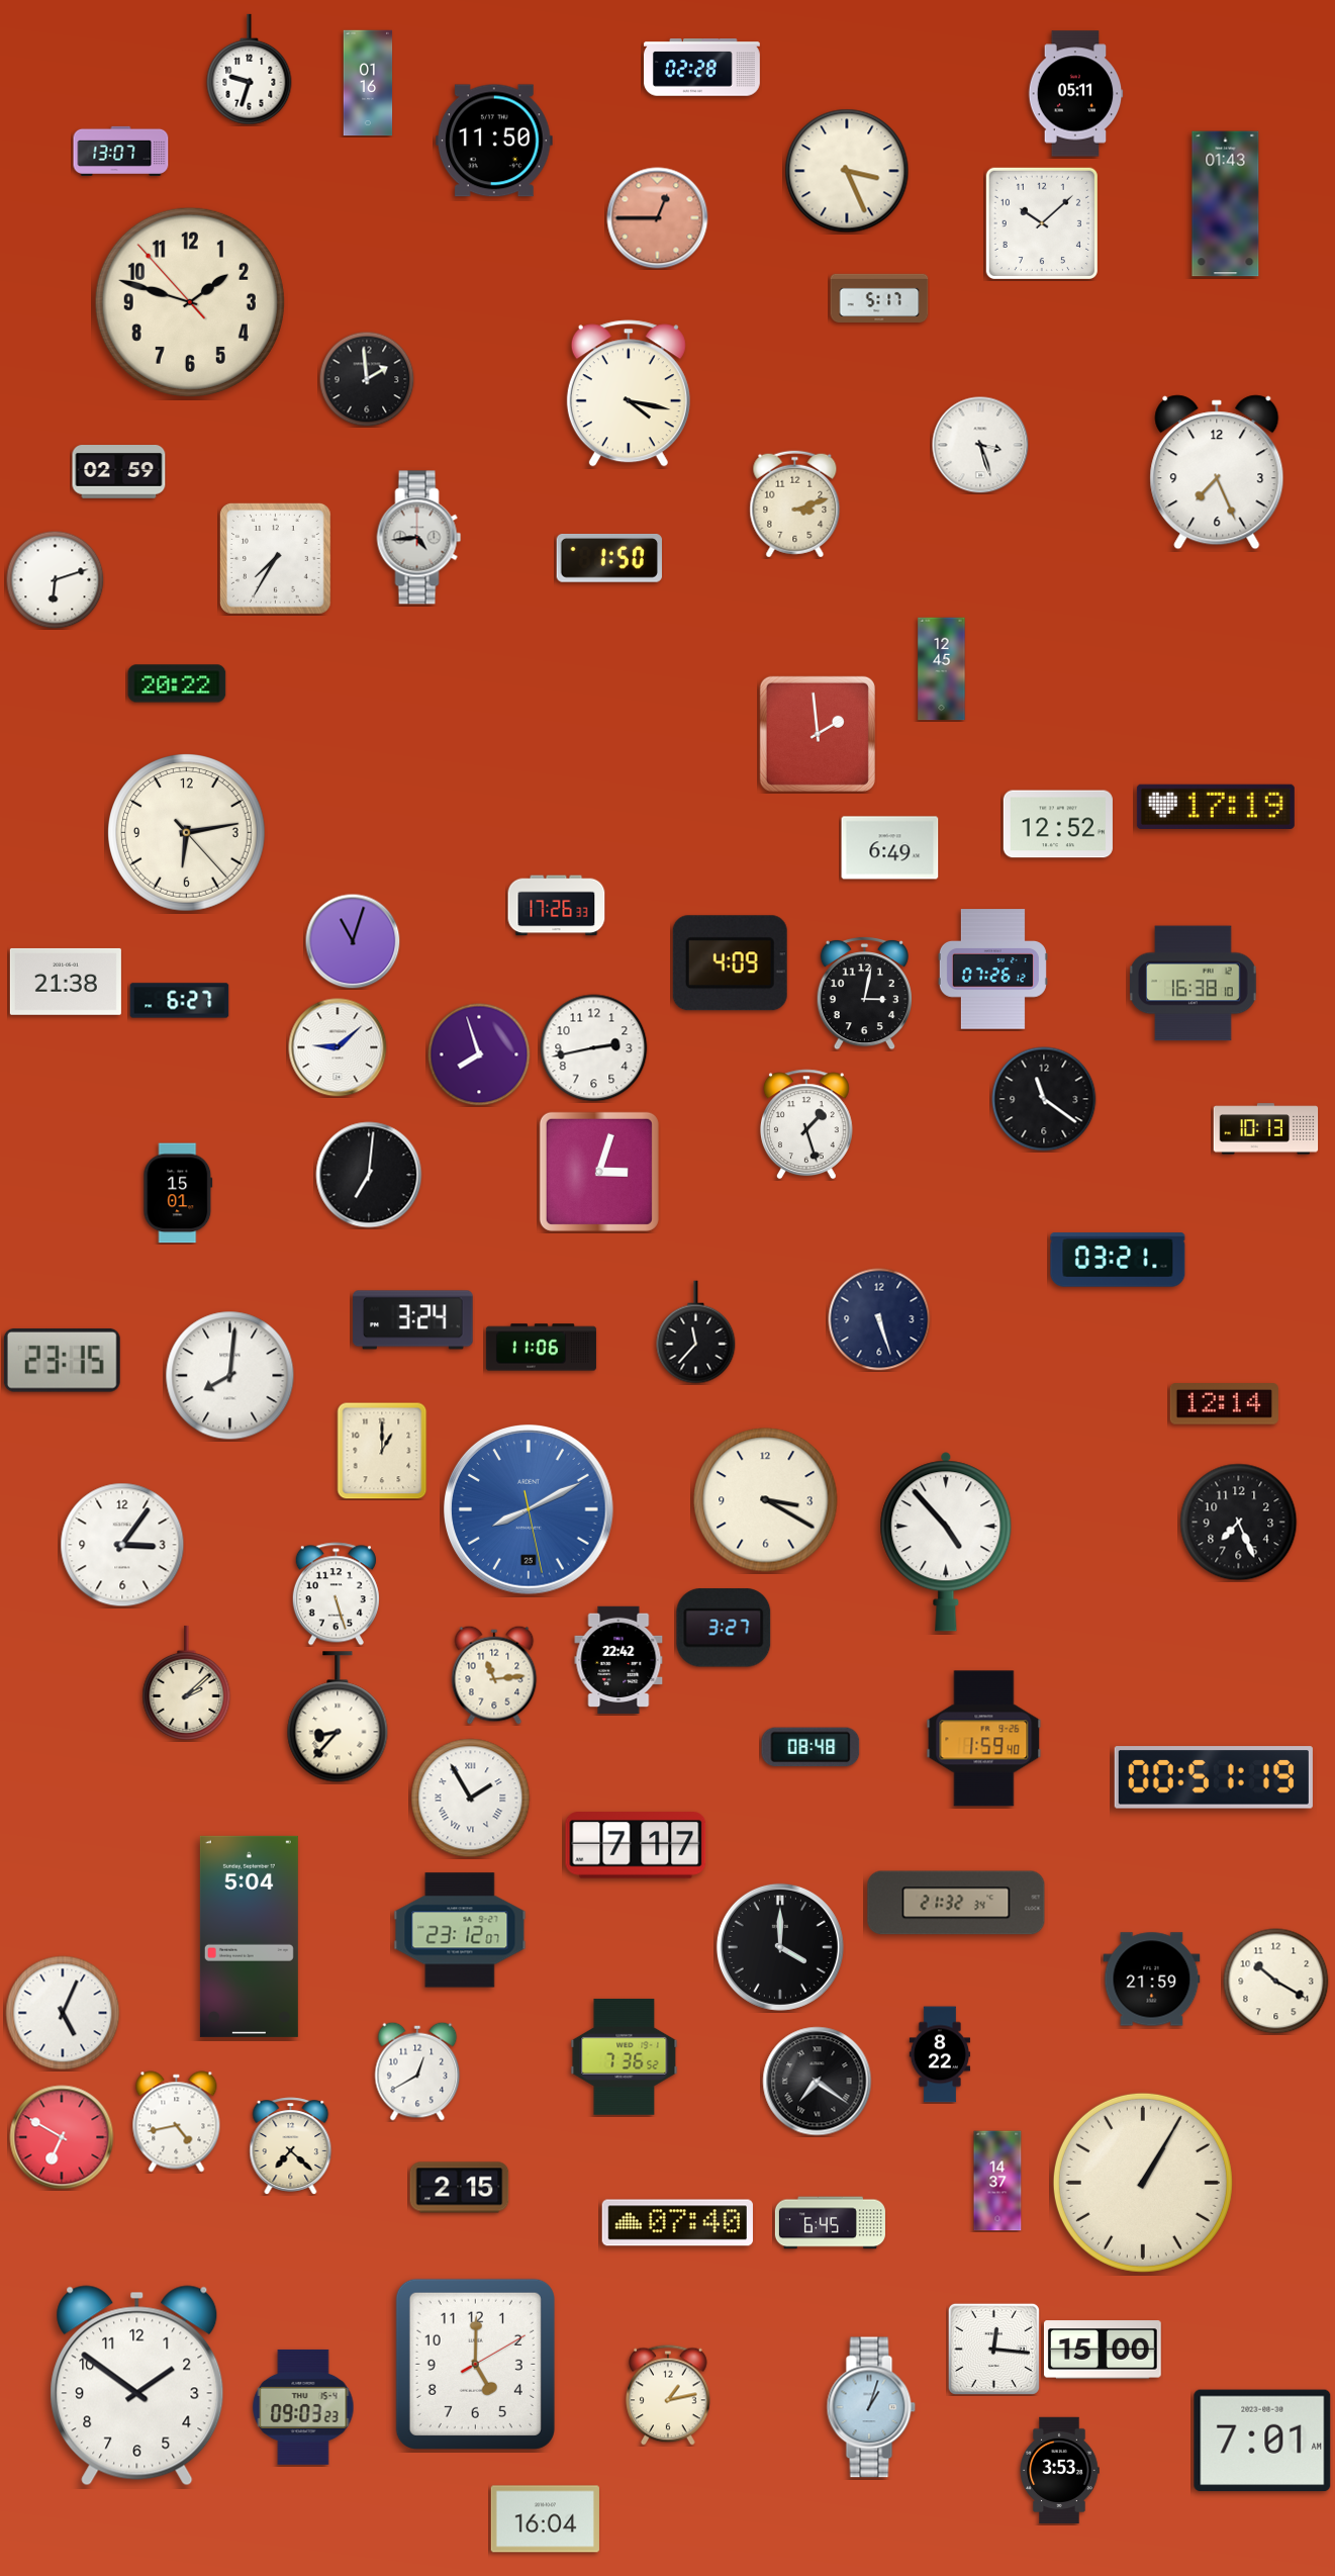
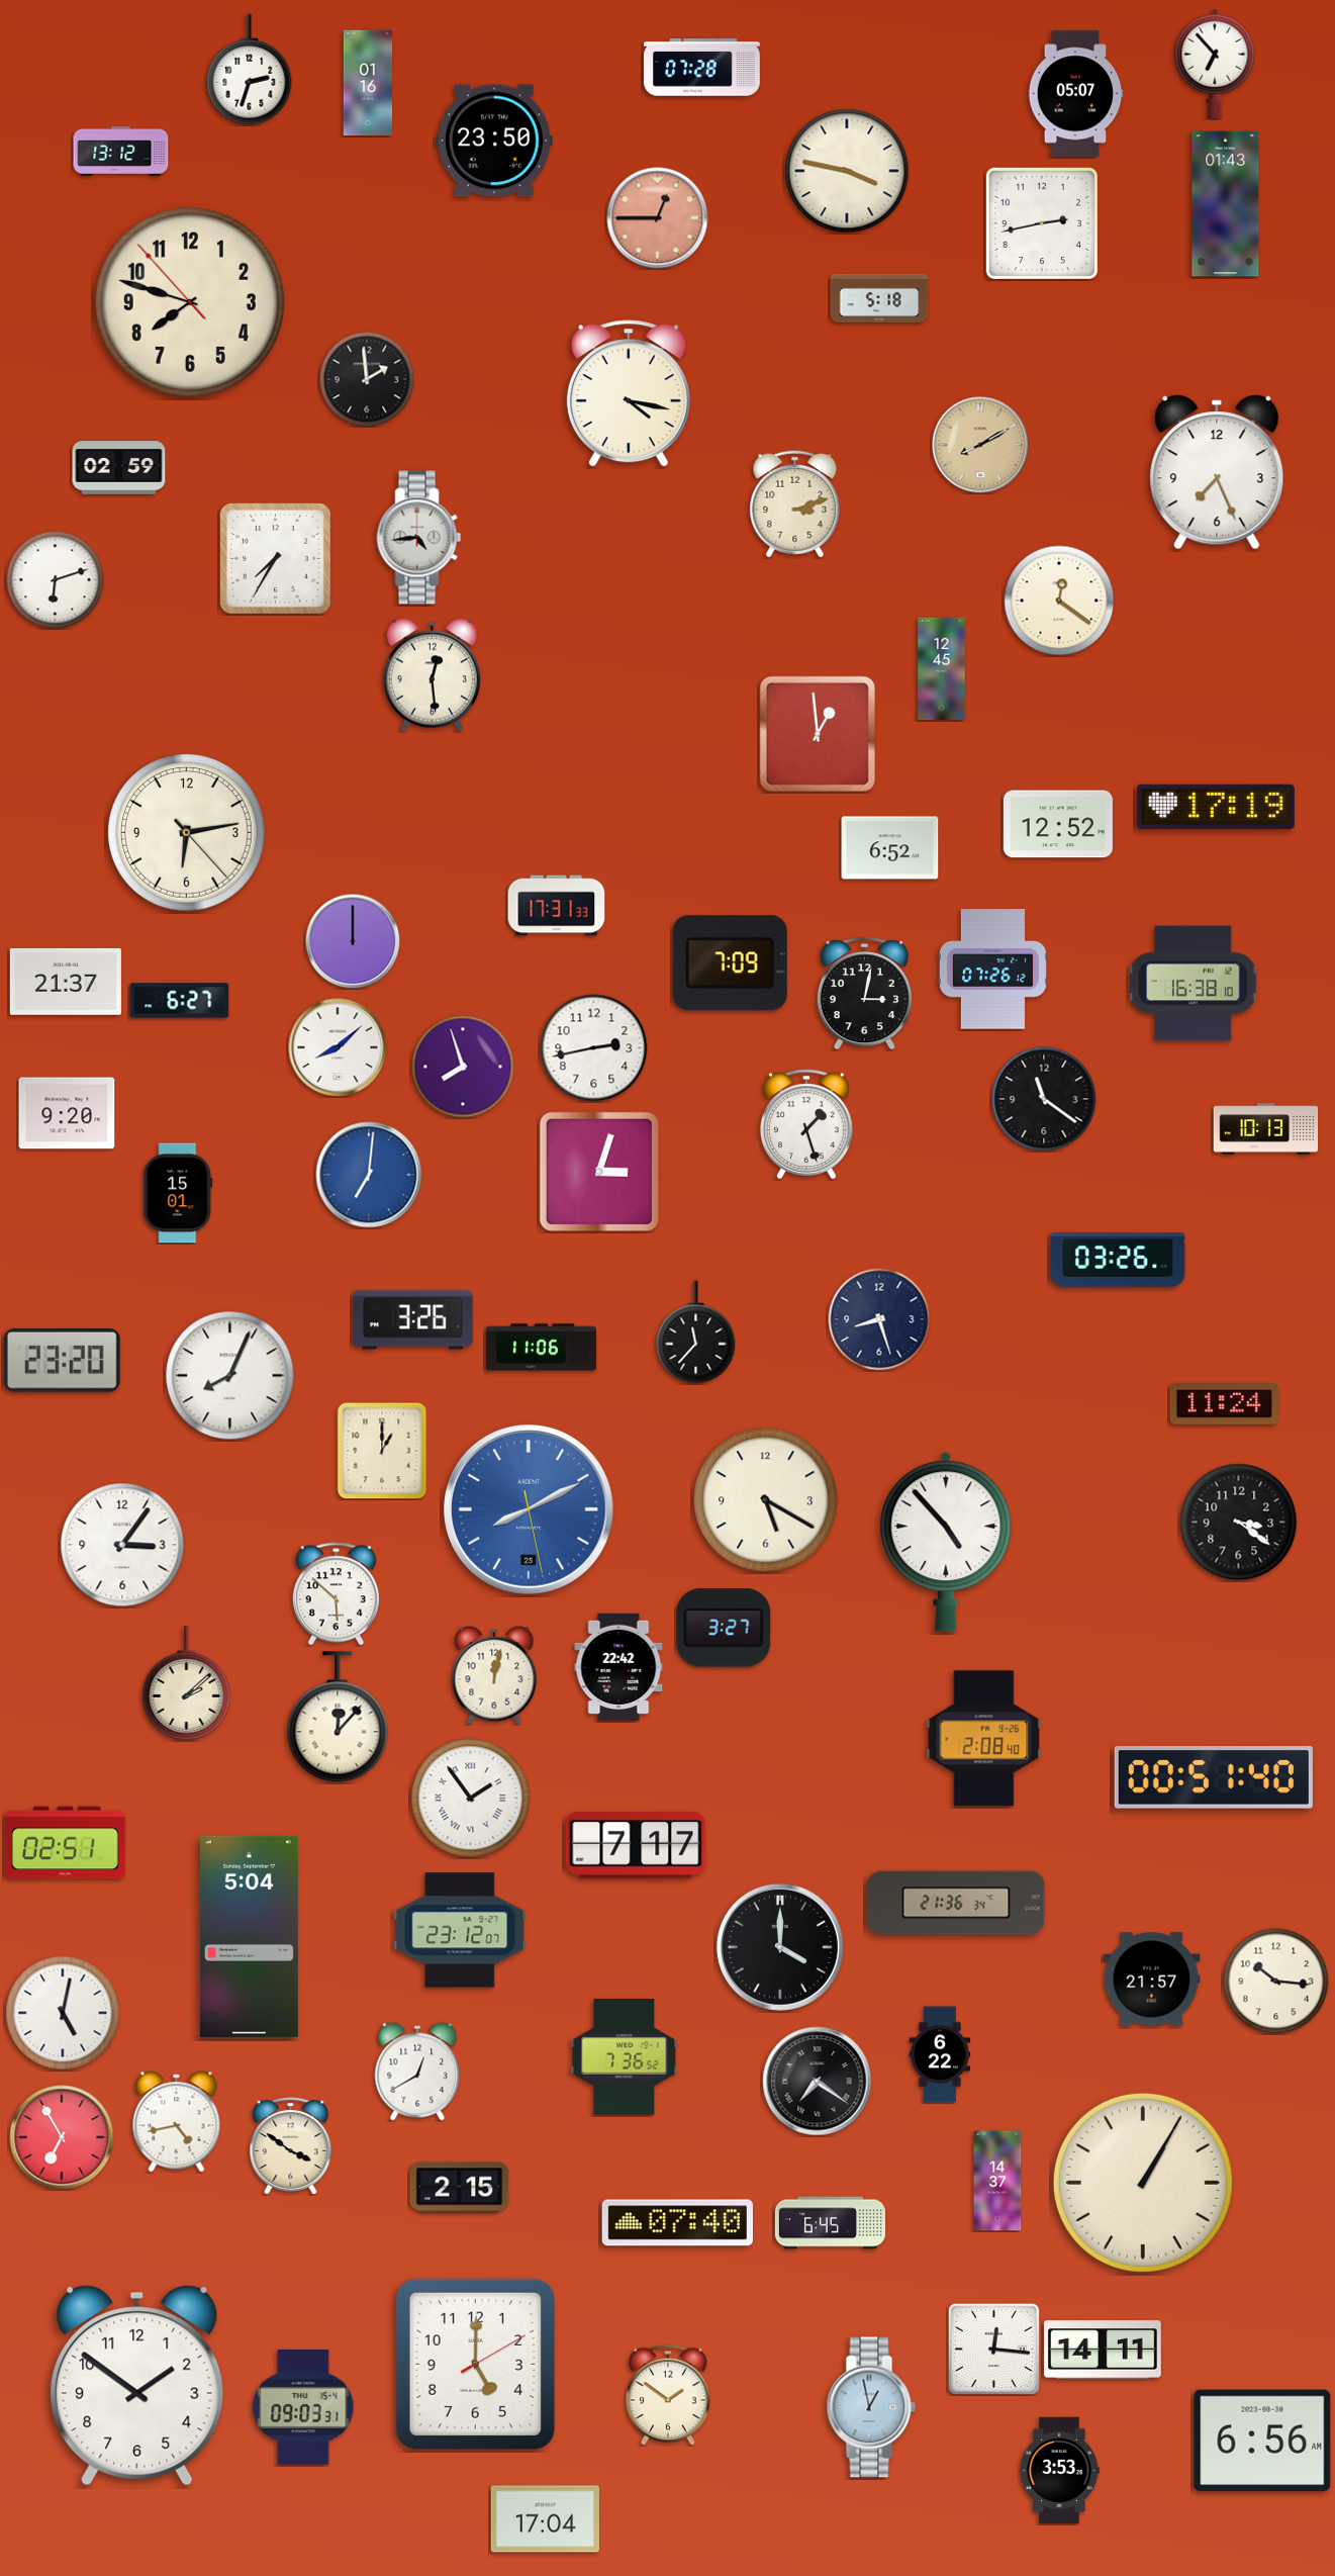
clock at (1215, 64): none -> 6:53
clock at (702, 68): 02:28 -> 07:28
clock at (250, 70): 9:33 -> 2:33
clock at (1075, 94): 05:11 -> 05:07
clock at (494, 141): 11:50 -> 23:50
clock at (121, 151): 13:07 -> 13:12
clock at (847, 171): 3:26 -> 3:47
clock at (1042, 223): 10:08 -> 2:43
clock at (879, 297): 5:17 -> 5:18
clock at (190, 302): 1:47 -> 7:47
clock at (980, 445): 3:27 -> 8:10
clock at (980, 445) dial: white -> champagne
clock at (119, 472) position: (119, 472) -> (119, 468)
clock at (608, 559): 1:50 -> none
clock at (1059, 601): none -> 12:21
clock at (432, 675): none -> 12:29
clock at (177, 683): 20:22 -> none
clock at (818, 734): 1:59 -> 12:59
clock at (890, 848): 6:49 -> 6:52
clock at (557, 906): 17:26 -> 17:31
clock at (353, 941): 11:03 -> 12:00
clock at (730, 963): 4:09 -> 7:09
clock at (66, 982): 21:38 -> 21:37
clock at (338, 1047): 9:08 -> 8:08
clock at (479, 1054) position: (479, 1054) -> (463, 1067)
clock at (67, 1113): none -> 9:20
clock at (369, 1175) dial: black -> blue
clock at (1118, 1260): 03:21 -> 03:26
clock at (879, 1319): 5:27 -> 8:27
clock at (413, 1320): 3:24 -> 3:26
clock at (62, 1360): 23:15 -> 23:20
clock at (230, 1376): 8:01 -> 8:04
clock at (1224, 1404): 12:14 -> 11:24
clock at (766, 1500): 3:20 -> 5:20
clock at (1239, 1523): 7:26 -> 3:21
clock at (336, 1594): 5:27 -> 5:52
clock at (618, 1659) position: (618, 1659) -> (618, 1666)
clock at (494, 1675): 11:14 -> 12:02
clock at (338, 1717): 8:37 -> 12:07
clock at (984, 1739): 1:59 -> 2:08
clock at (810, 1747): 08:48 -> none
clock at (1214, 1777): 00:51:19 -> 00:51:40
clock at (471, 1799): 1:55 -> 1:54
clock at (66, 1843): none -> 02:51
clock at (956, 1903): 21:32 -> 21:36
clock at (1152, 1980): 21:59 -> 21:57
clock at (1276, 1982): 10:20 -> 10:16
clock at (63, 2013): 5:04 -> 5:02
clock at (940, 2054): 8:22 -> 6:22
clock at (62, 2137): 6:50 -> 6:55
clock at (291, 2146): 7:22 -> 3:51
clock at (1103, 2350): 15:00 -> 14:11
clock at (668, 2395): 1:13 -> 1:51
clock at (303, 2407): 09:03:23 -> 09:03:31
clock at (871, 2407): 1:03 -> 12:58
clock at (1262, 2441): 7:01 -> 6:56
clock at (545, 2519): 16:04 -> 17:04
